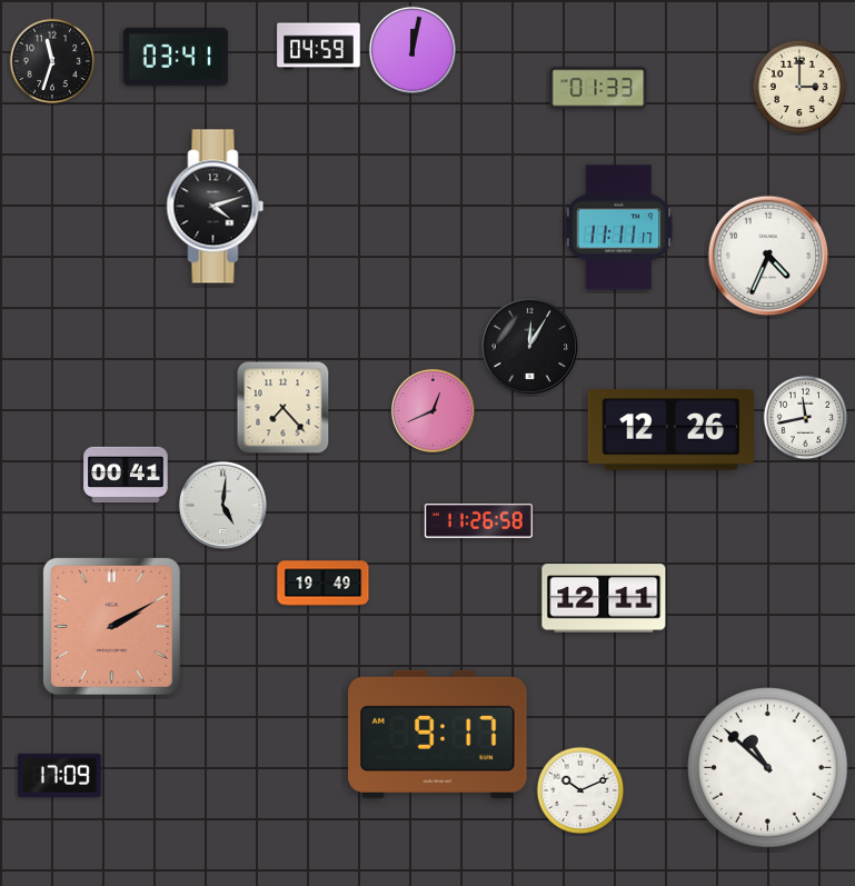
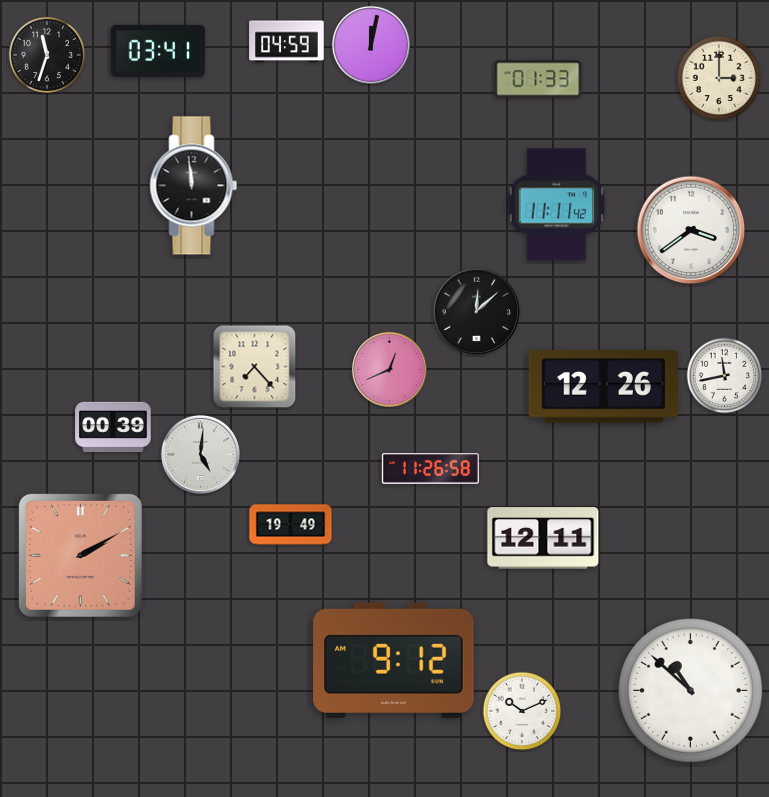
clock at (216, 207): 4:12 -> 11:59
clock at (619, 228): 11:11:17 -> 11:11:42
clock at (768, 256): 4:34 -> 3:39
clock at (529, 346): 12:05 -> 12:08
clock at (126, 475): 00:41 -> 00:39
clock at (111, 626) position: (111, 626) -> (80, 555)
clock at (438, 734): 9:17 -> 9:12
clock at (60, 775): 17:09 -> none
